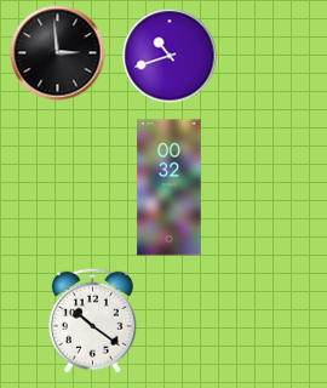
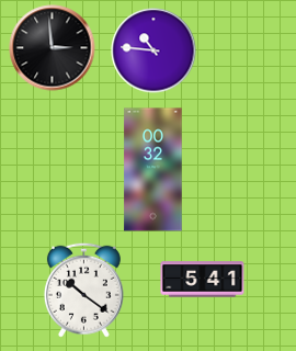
clock at (170, 56): 10:42 -> 10:46
clock at (203, 280): none -> 5:41
